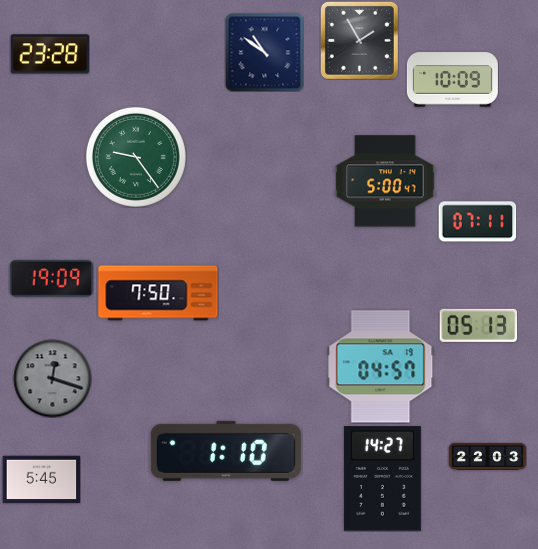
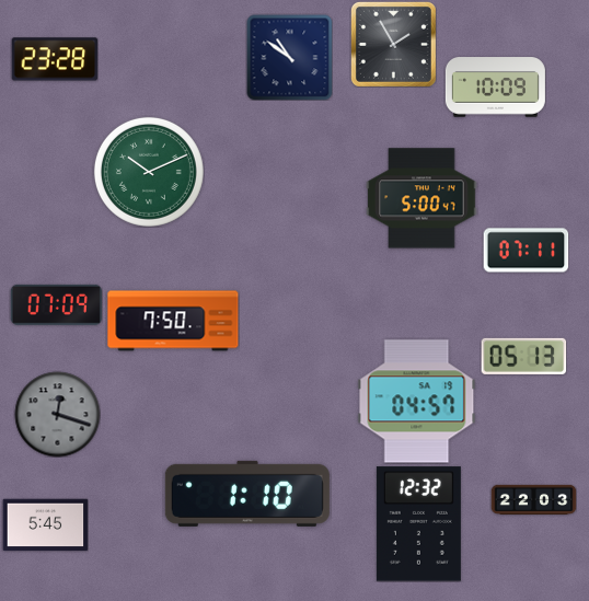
clock at (136, 157): 9:24 -> 10:11
clock at (477, 222) position: (477, 222) -> (526, 251)
clock at (51, 278): 19:09 -> 07:09
clock at (382, 479): 14:27 -> 12:32
